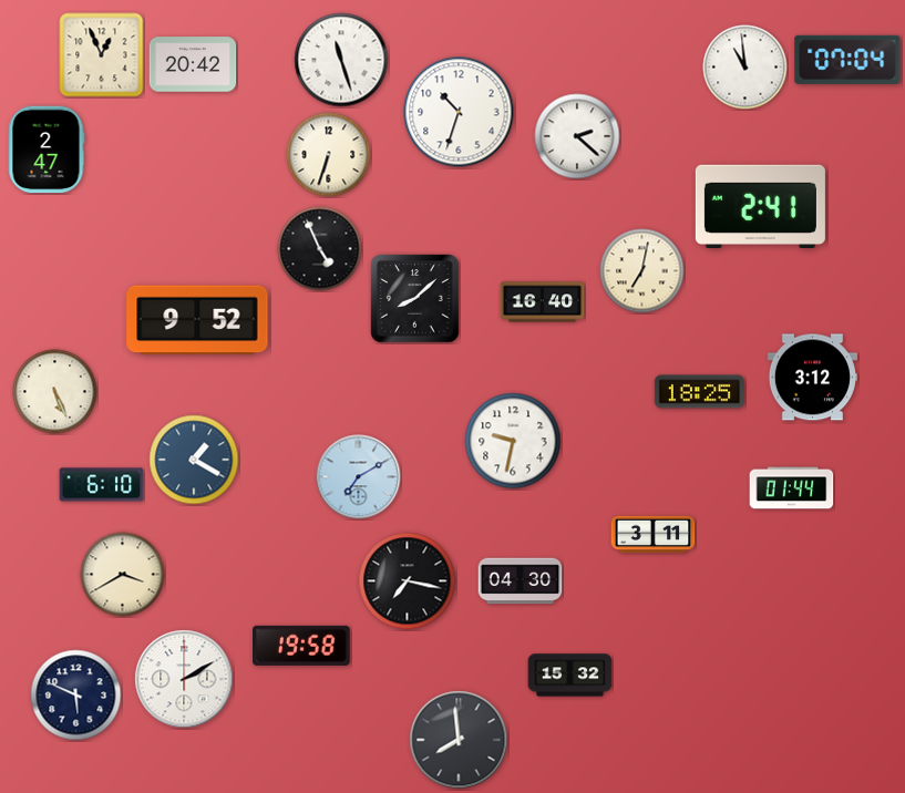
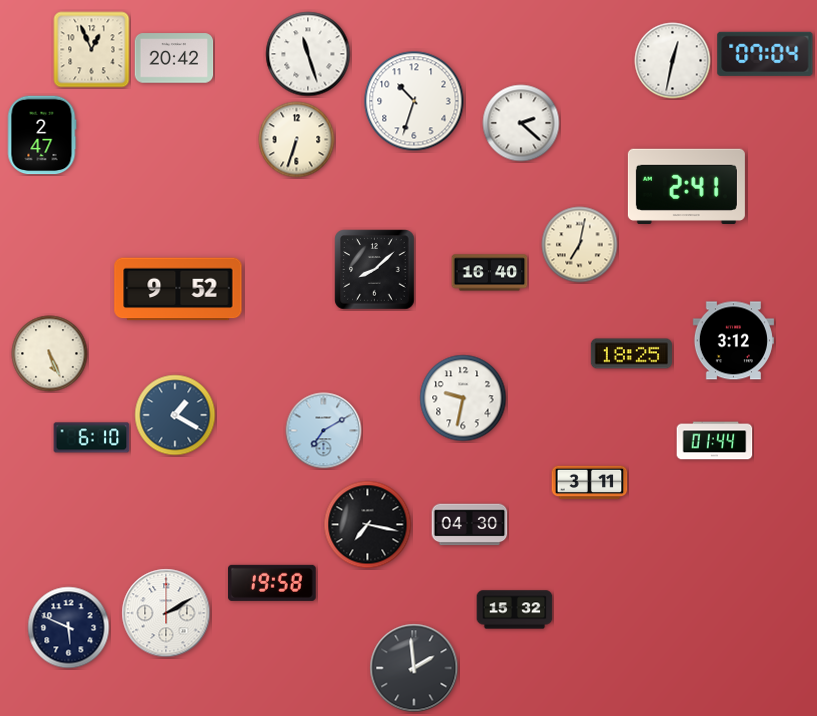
clock at (745, 68): 10:59 -> 12:32
clock at (320, 249): 4:56 -> none
clock at (123, 575): 3:40 -> none
clock at (459, 740): 7:59 -> 1:59
